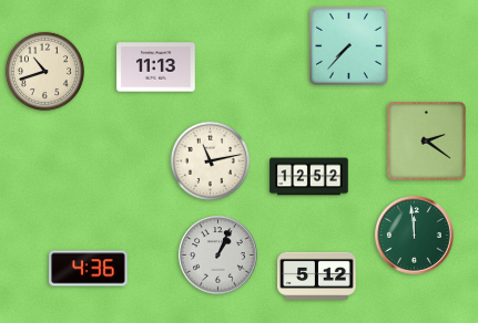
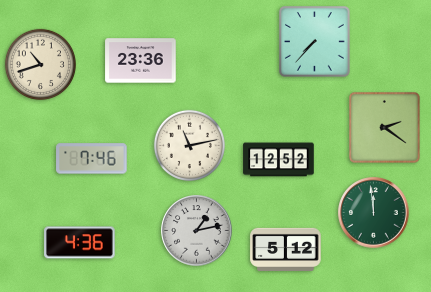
clock at (156, 67): 11:13 -> 23:36
clock at (92, 159): none -> 7:46
clock at (218, 256): 1:04 -> 1:13
